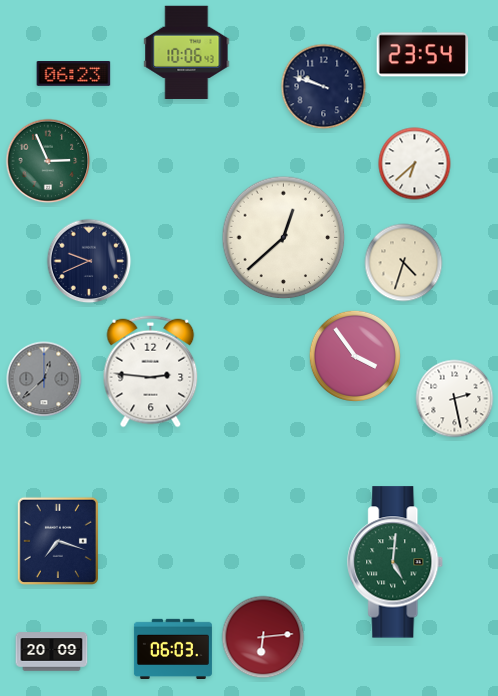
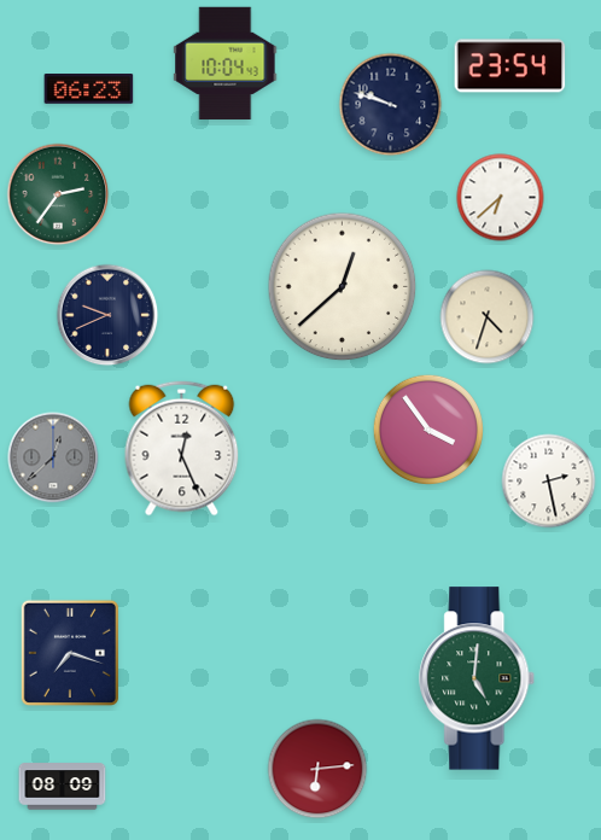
clock at (187, 52): 10:06 -> 10:04
clock at (48, 161): 2:56 -> 2:36
clock at (151, 372): 2:46 -> 12:26
clock at (173, 648): 06:03 -> none
clock at (52, 652): 20:09 -> 08:09
